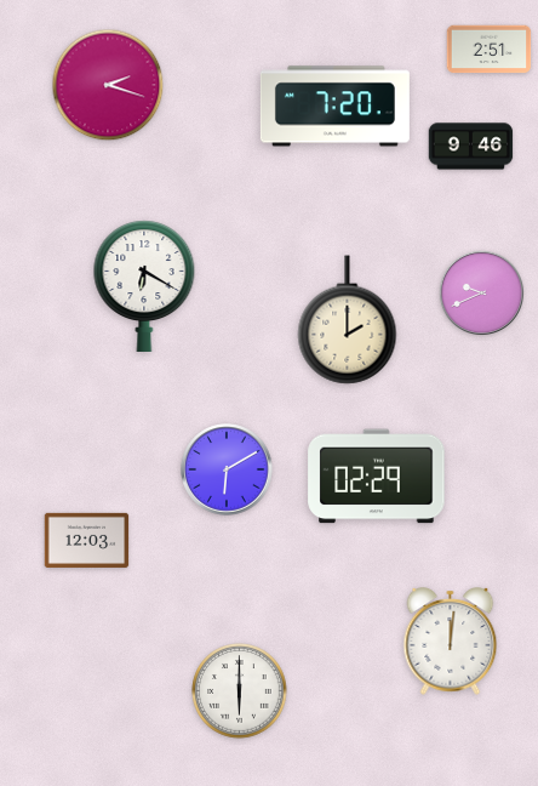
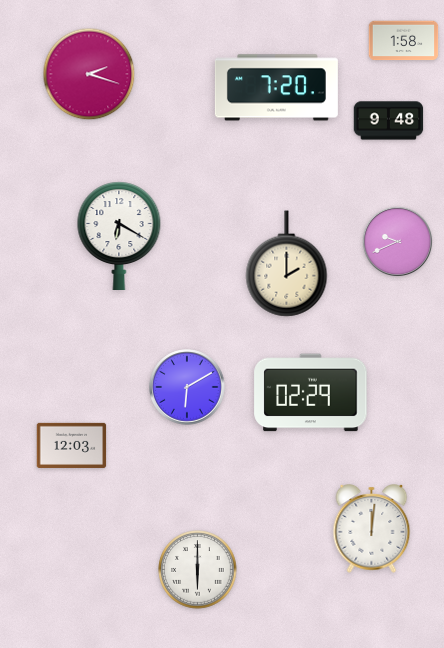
clock at (490, 50): 2:51 -> 1:58
clock at (108, 85) position: (108, 85) -> (89, 74)
clock at (471, 147): 9:46 -> 9:48
